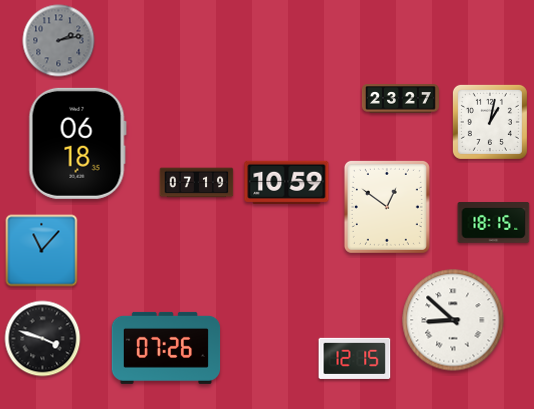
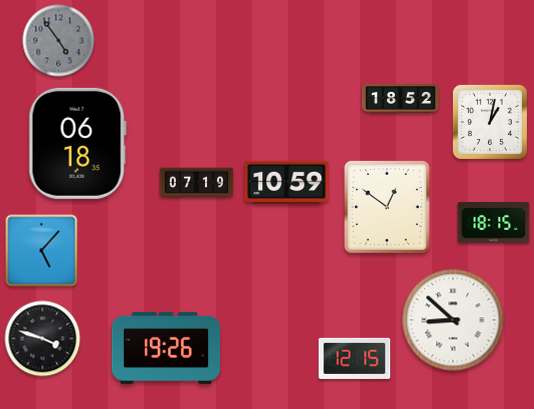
clock at (59, 41): 2:13 -> 4:54
clock at (400, 99): 23:27 -> 18:52
clock at (42, 251): 11:07 -> 5:07
clock at (166, 348): 07:26 -> 19:26
